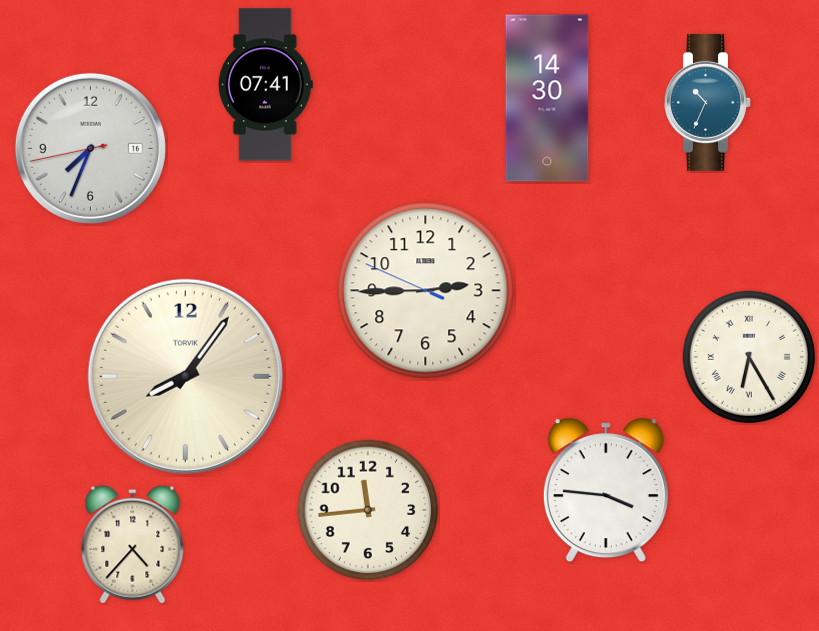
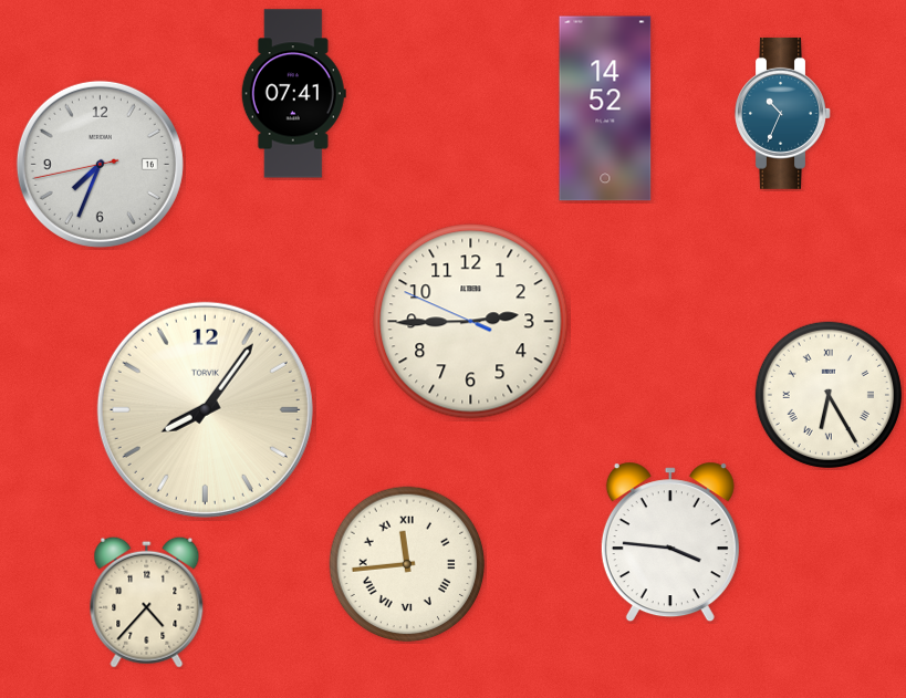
clock at (547, 98): 14:30 -> 14:52
clock at (185, 376) position: (185, 376) -> (205, 409)
clock at (368, 510) numerals: Arabic -> Roman
